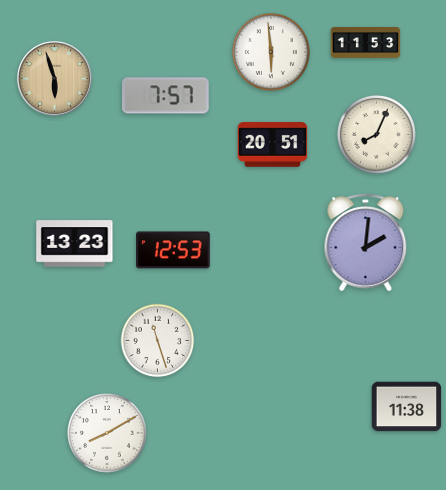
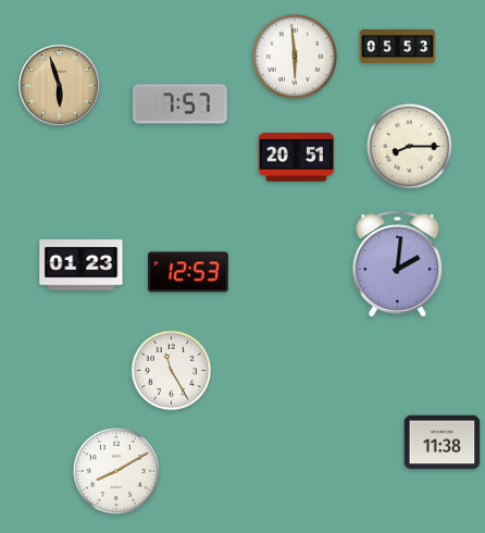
clock at (366, 42): 11:53 -> 05:53
clock at (376, 134): 8:04 -> 8:15
clock at (75, 244): 13:23 -> 01:23
clock at (158, 341): 11:27 -> 11:25
